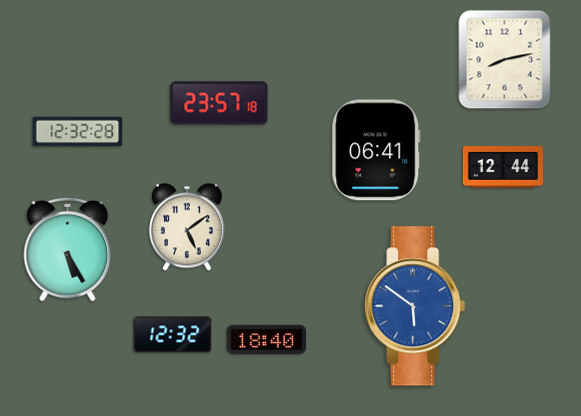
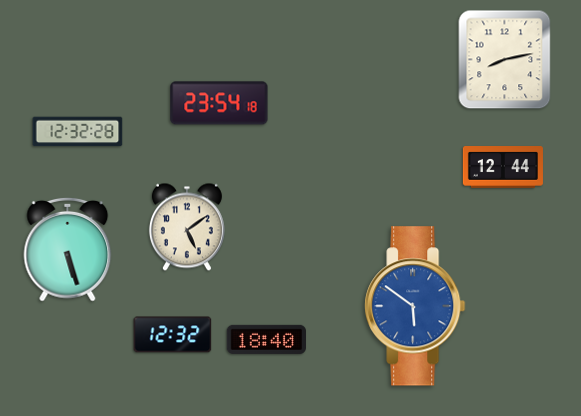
clock at (219, 103): 23:57 -> 23:54
clock at (376, 150): 06:41 -> none
clock at (68, 249): 5:25 -> 5:27
